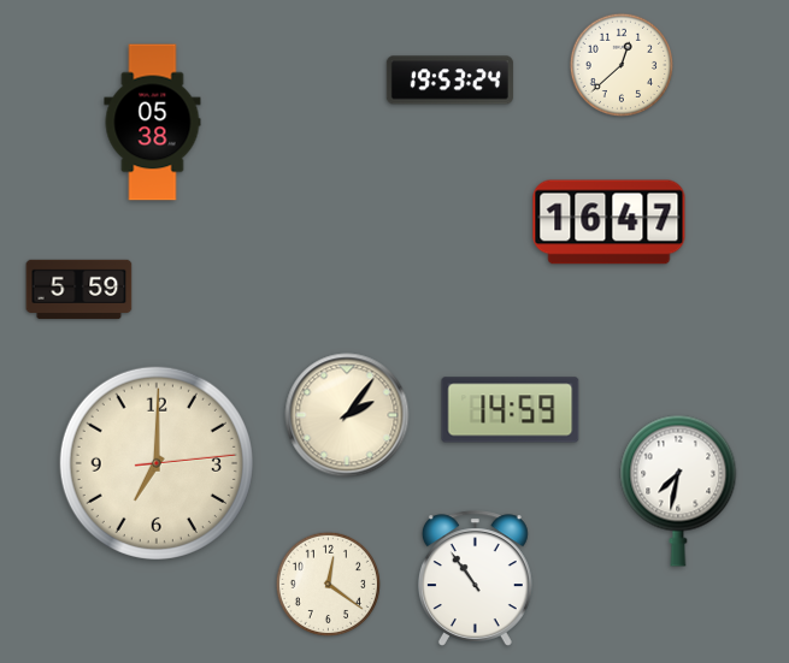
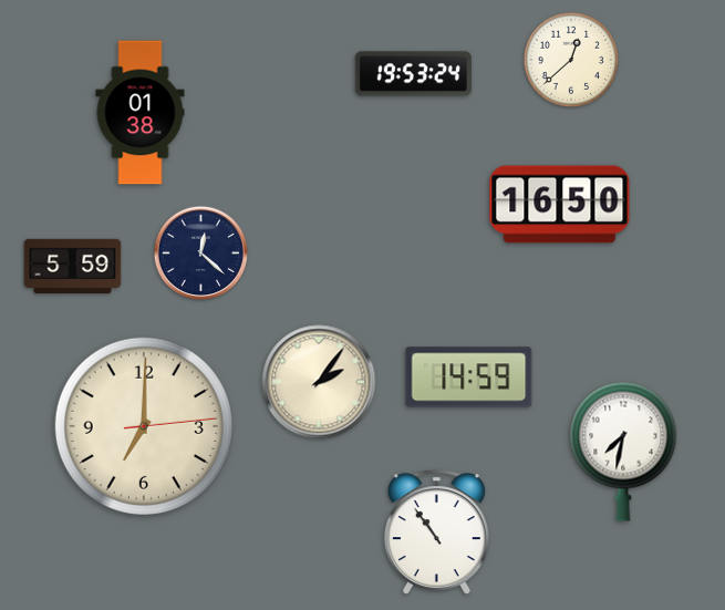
clock at (153, 123): 05:38 -> 01:38
clock at (610, 223): 16:47 -> 16:50
clock at (200, 252): none -> 12:22
clock at (328, 584): 12:21 -> none
